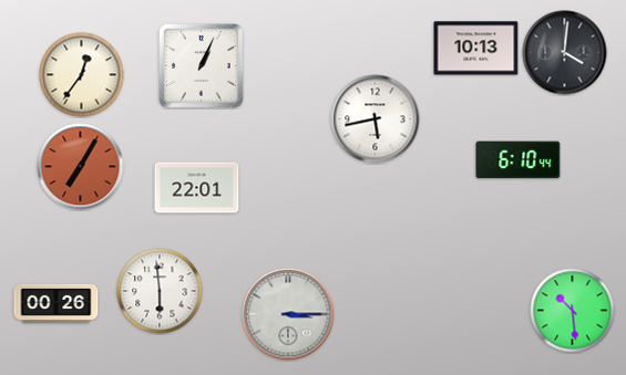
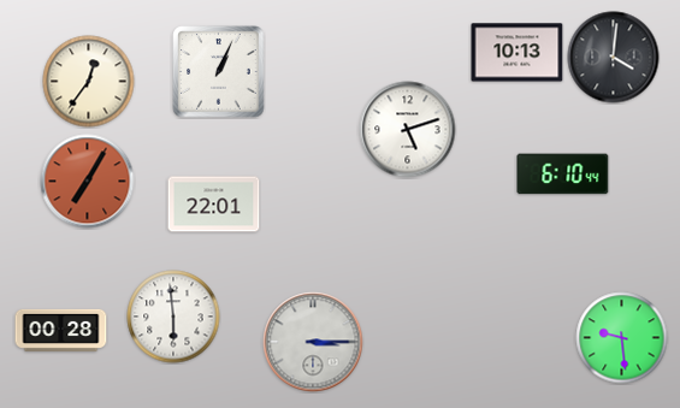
clock at (376, 119): 5:43 -> 5:12
clock at (57, 303): 00:26 -> 00:28
clock at (573, 311): 10:29 -> 9:29
